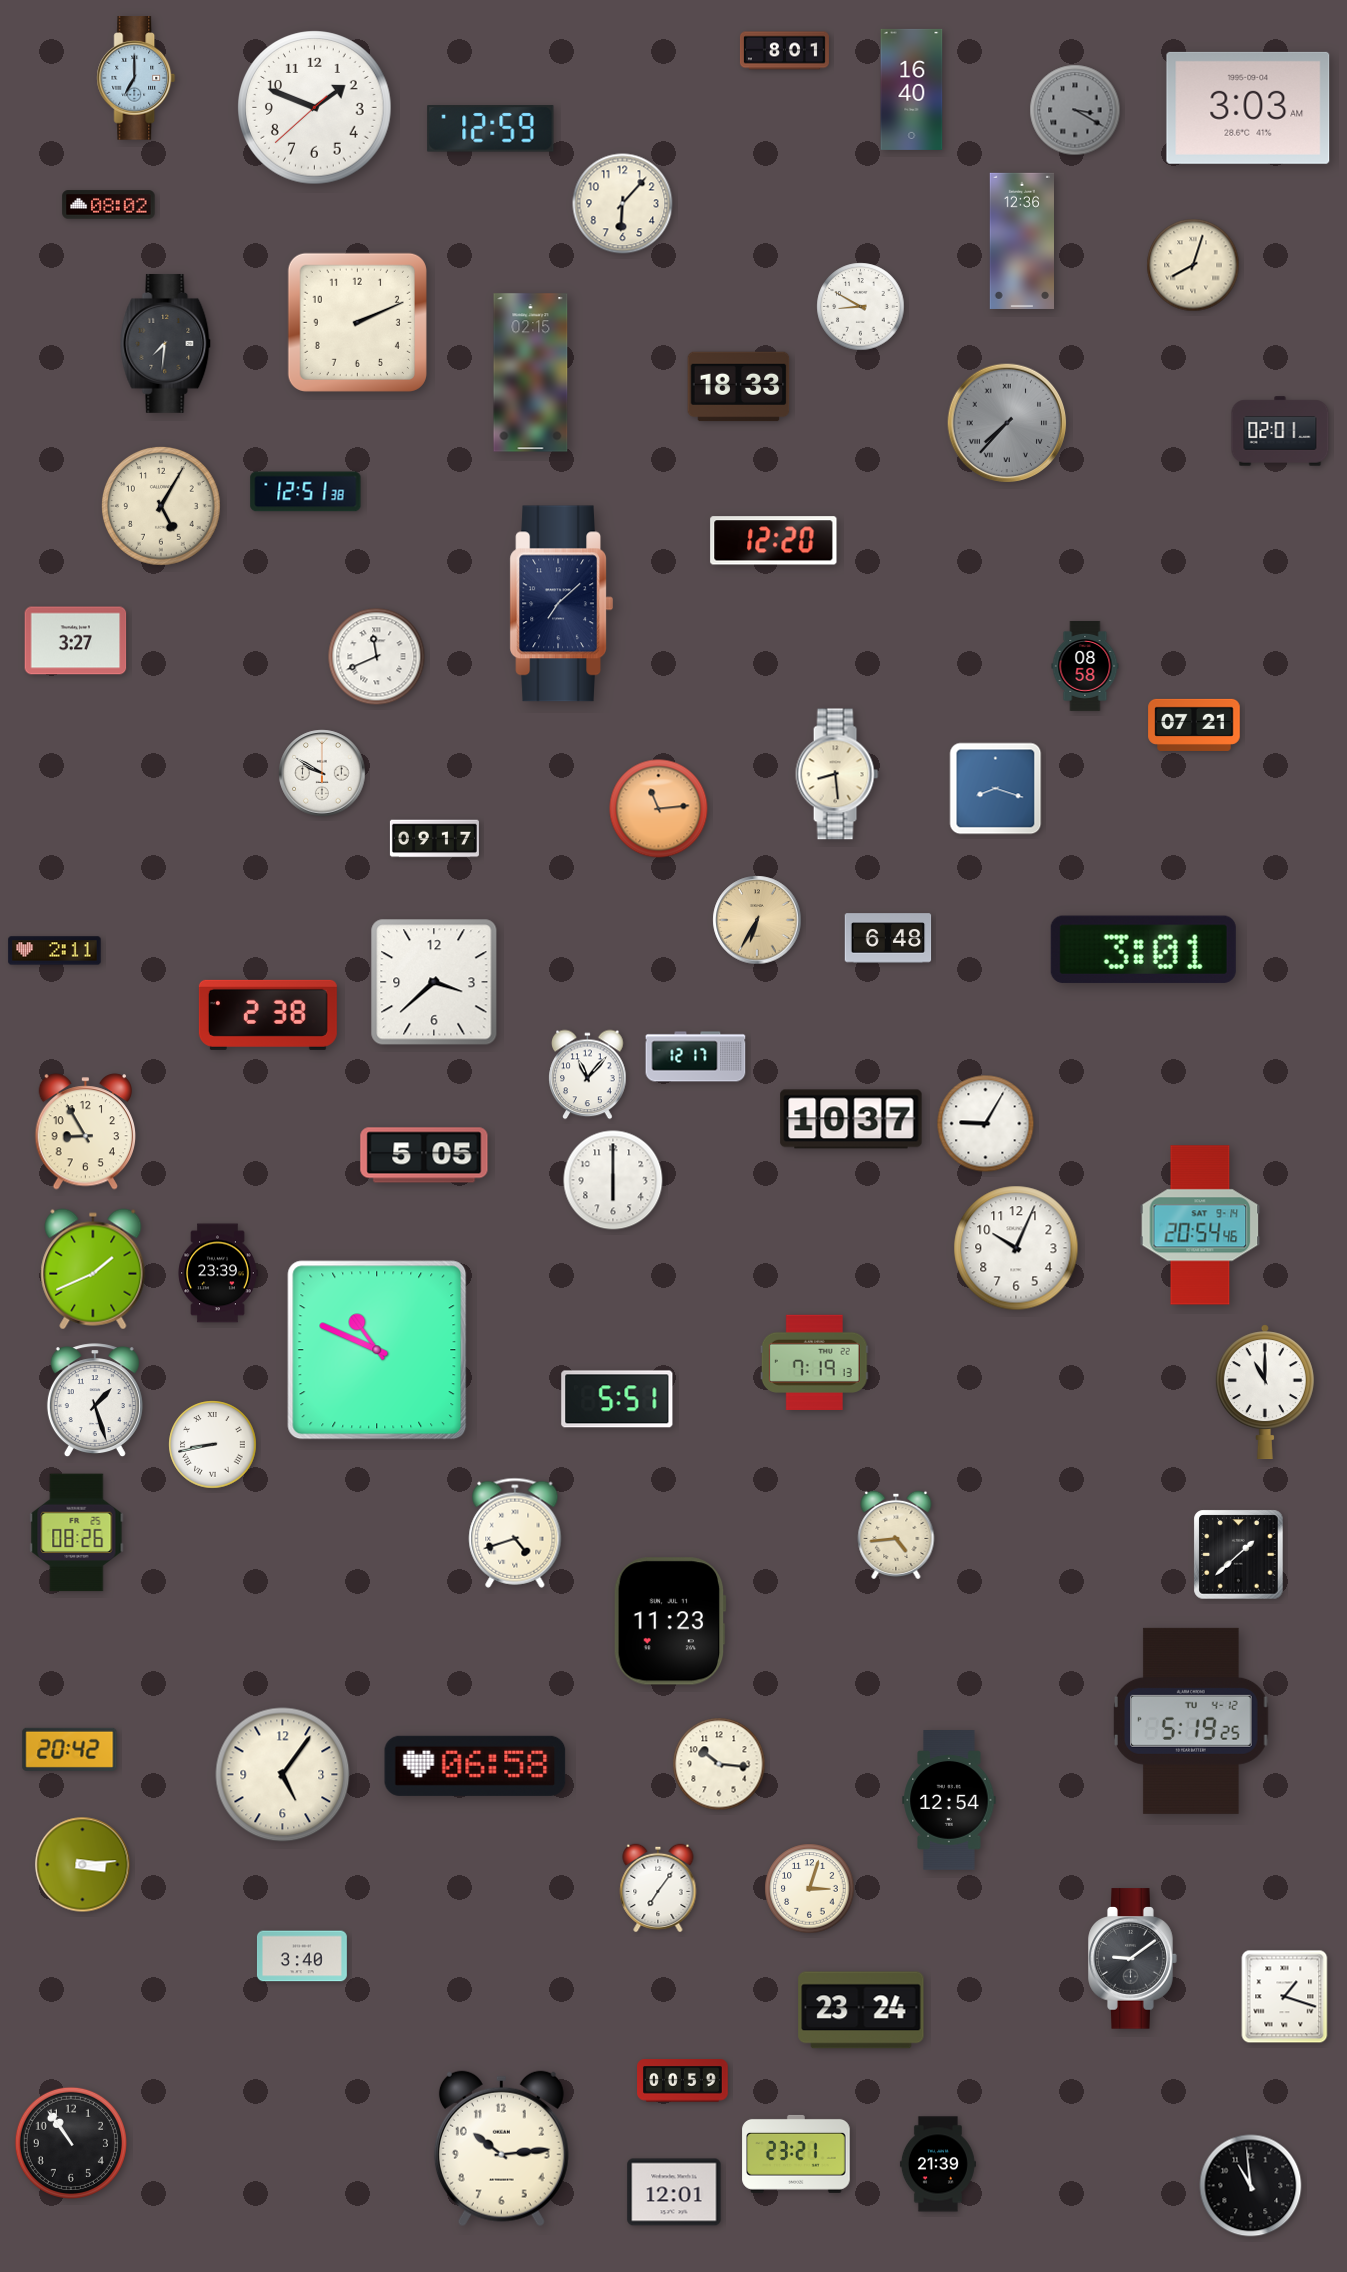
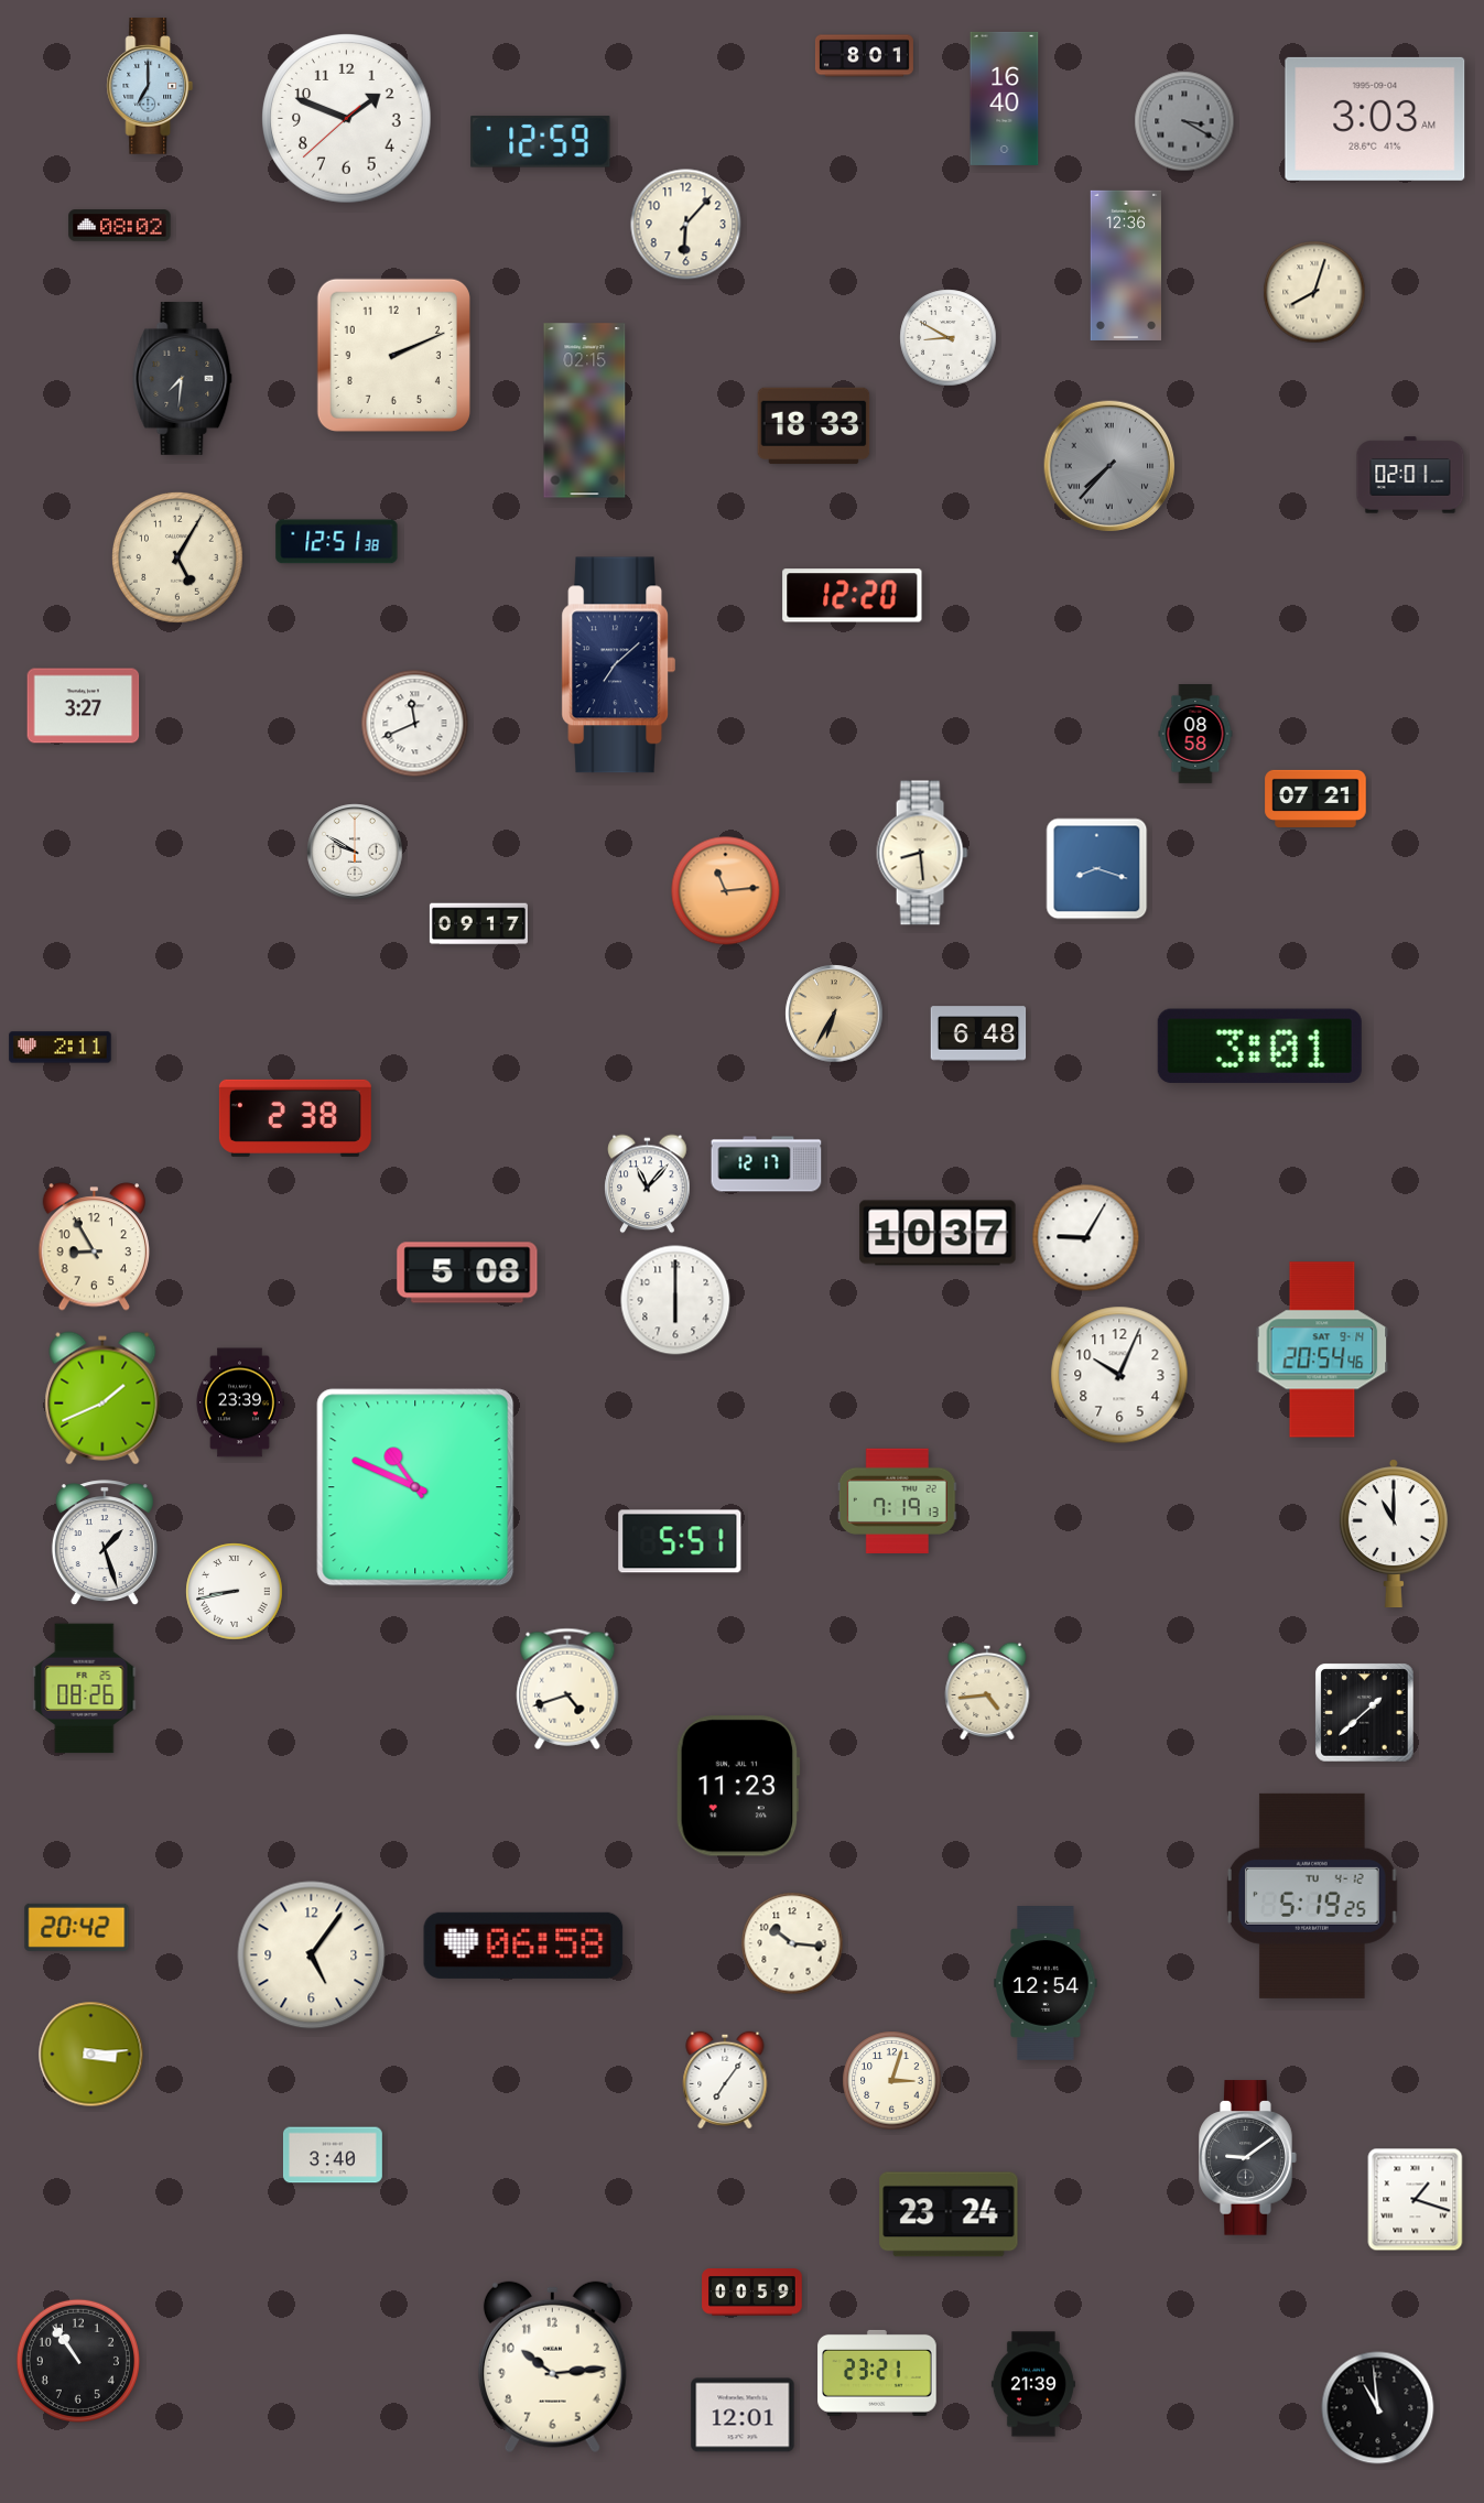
clock at (434, 982): 3:38 -> none
clock at (424, 1155): 5:05 -> 5:08
